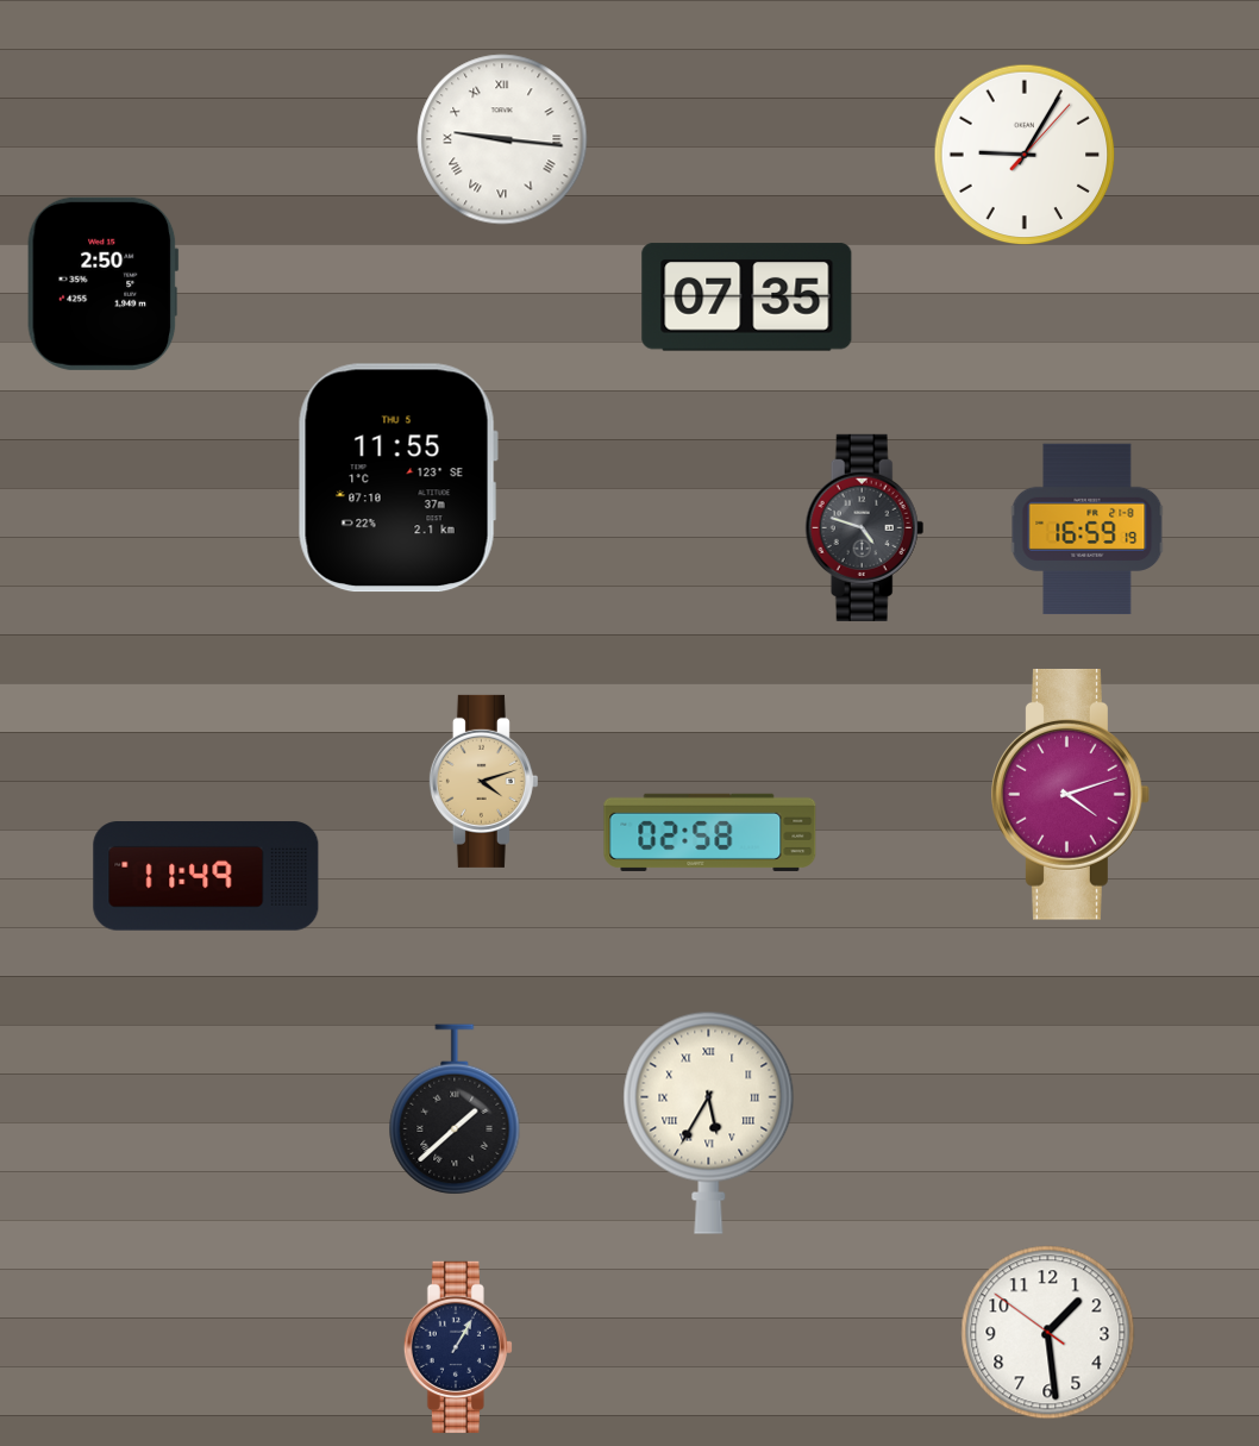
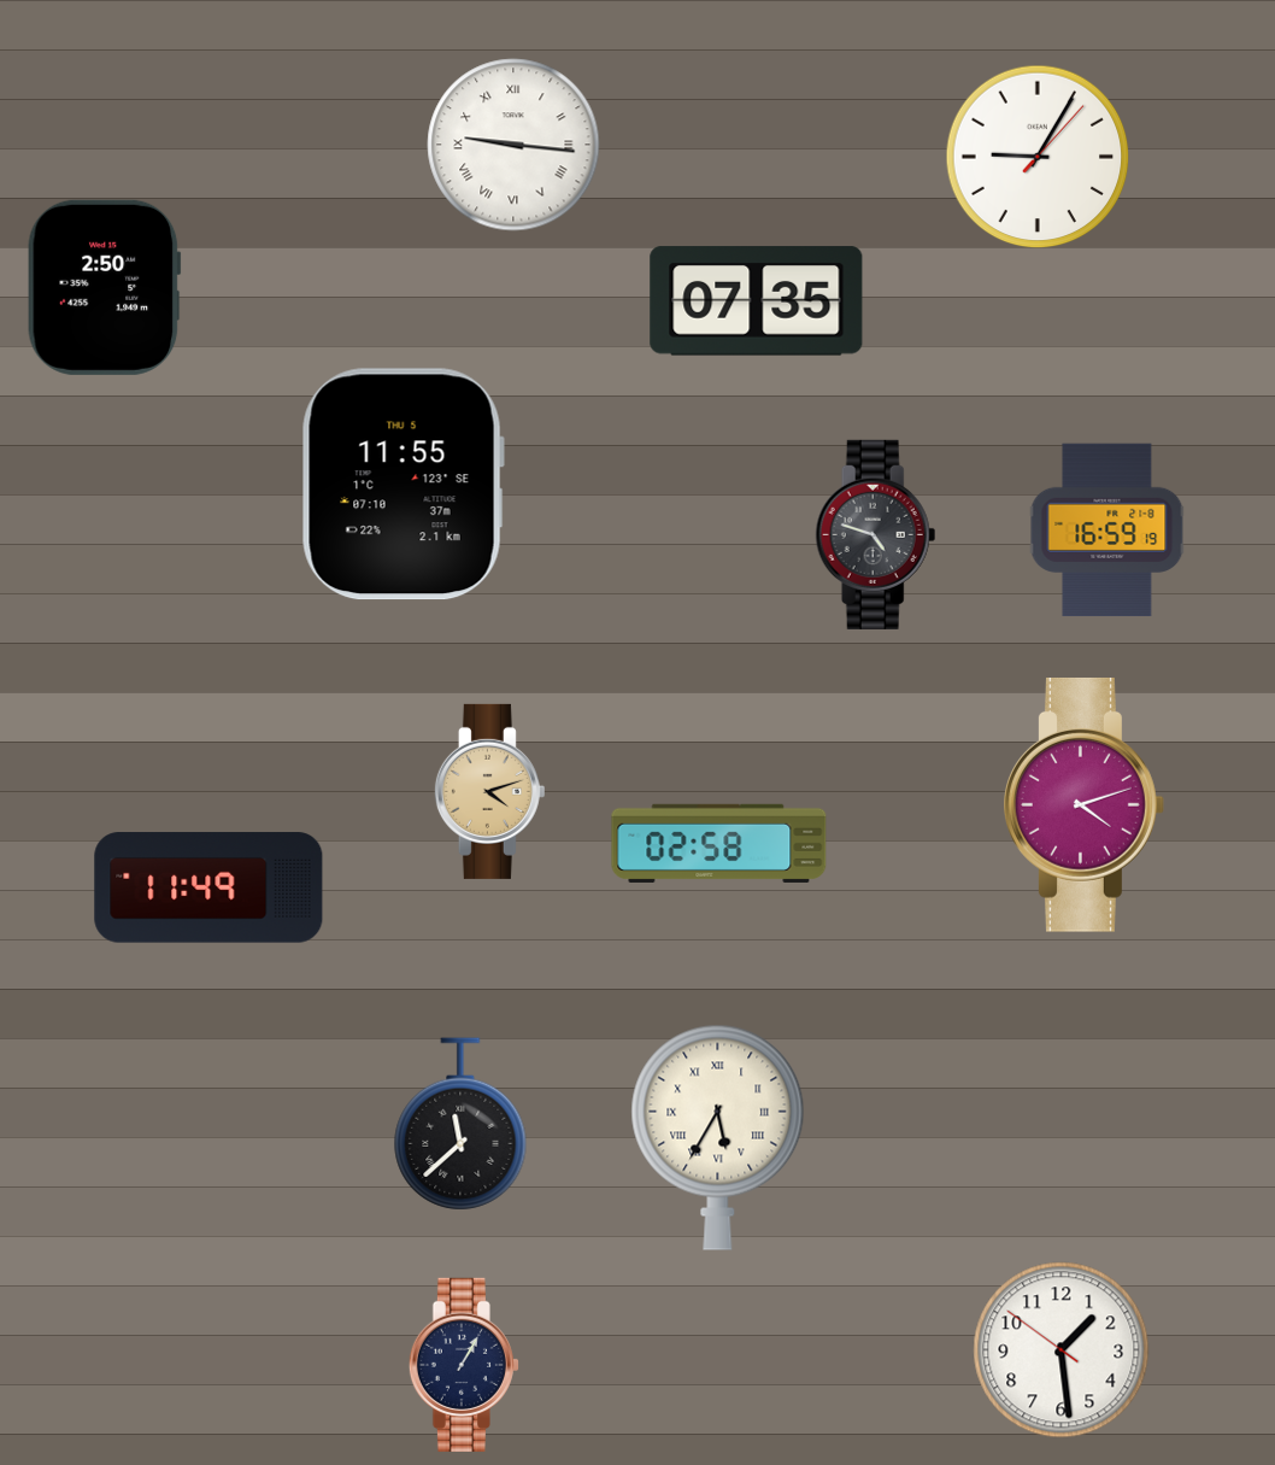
clock at (502, 139) position: (502, 139) -> (513, 145)
clock at (1088, 530) position: (1088, 530) -> (1107, 531)
clock at (455, 1109): 1:38 -> 11:38
